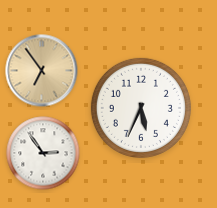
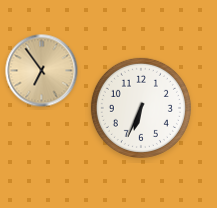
clock at (141, 108): 5:34 -> 6:34
clock at (43, 153): 2:54 -> none
